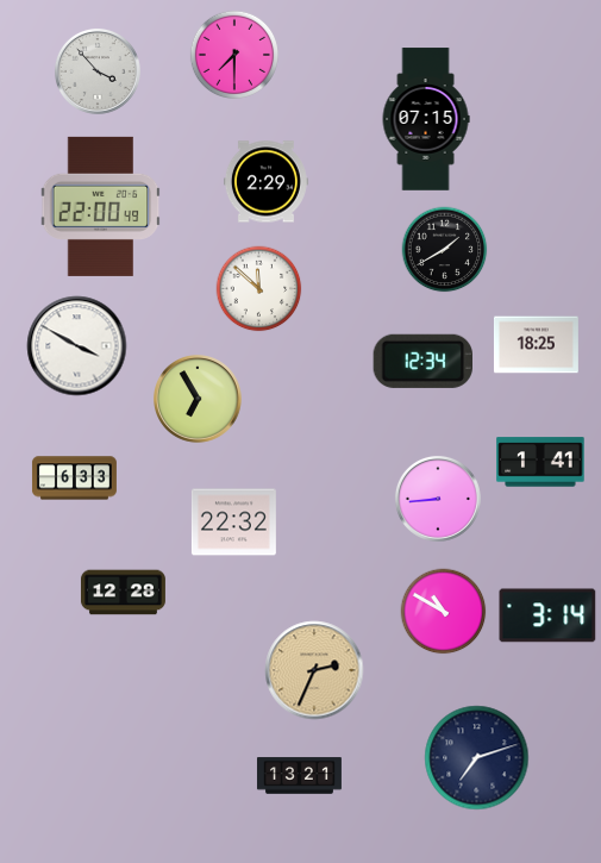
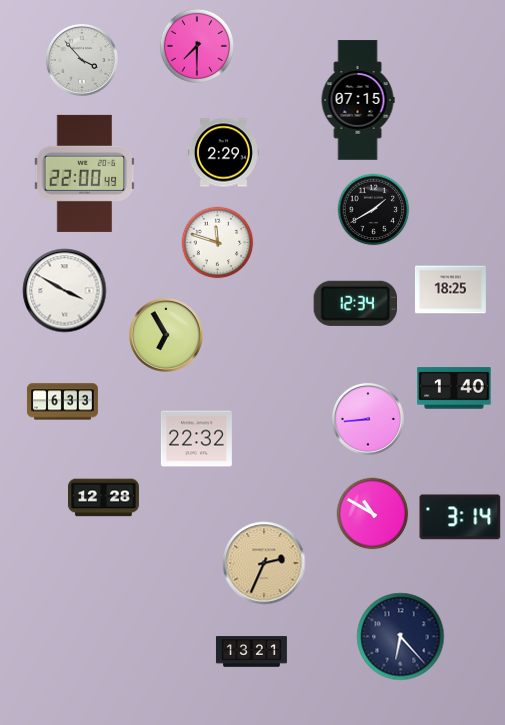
clock at (259, 289): 11:52 -> 11:48
clock at (540, 462): 1:41 -> 1:40
clock at (477, 758): 7:12 -> 6:23
